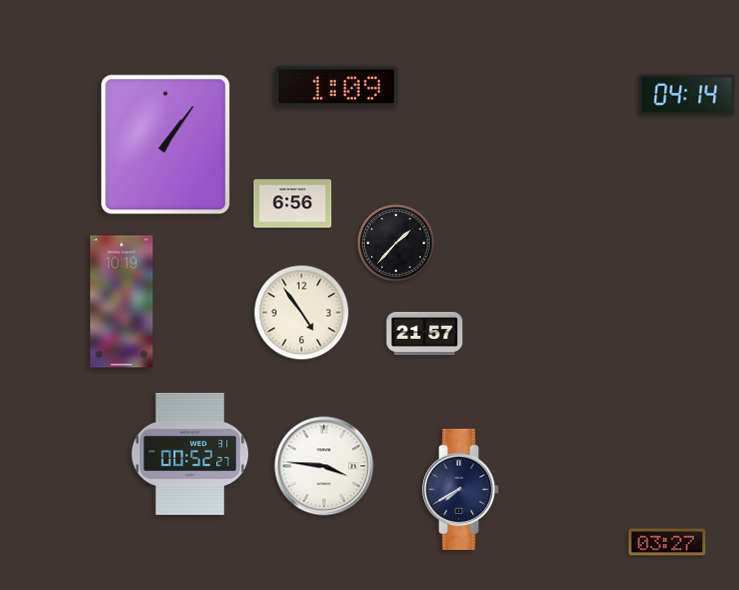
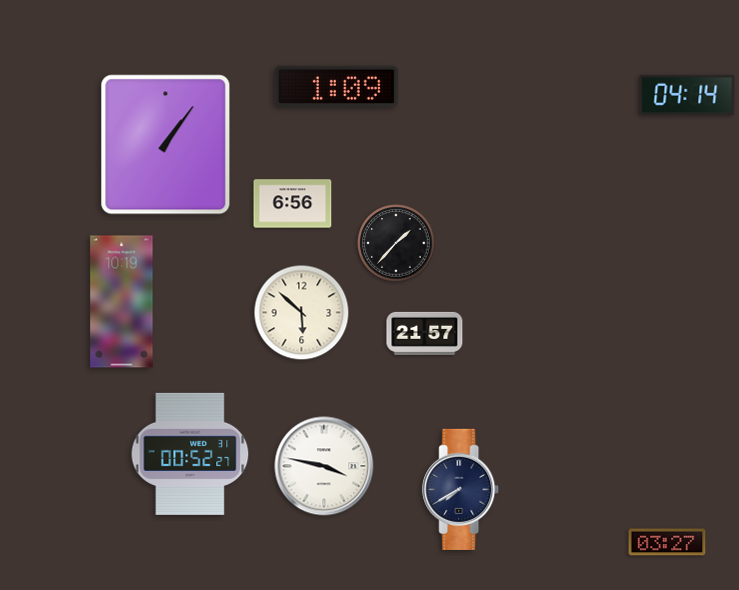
clock at (302, 313): 4:54 -> 5:52
clock at (324, 466): 3:46 -> 3:47
